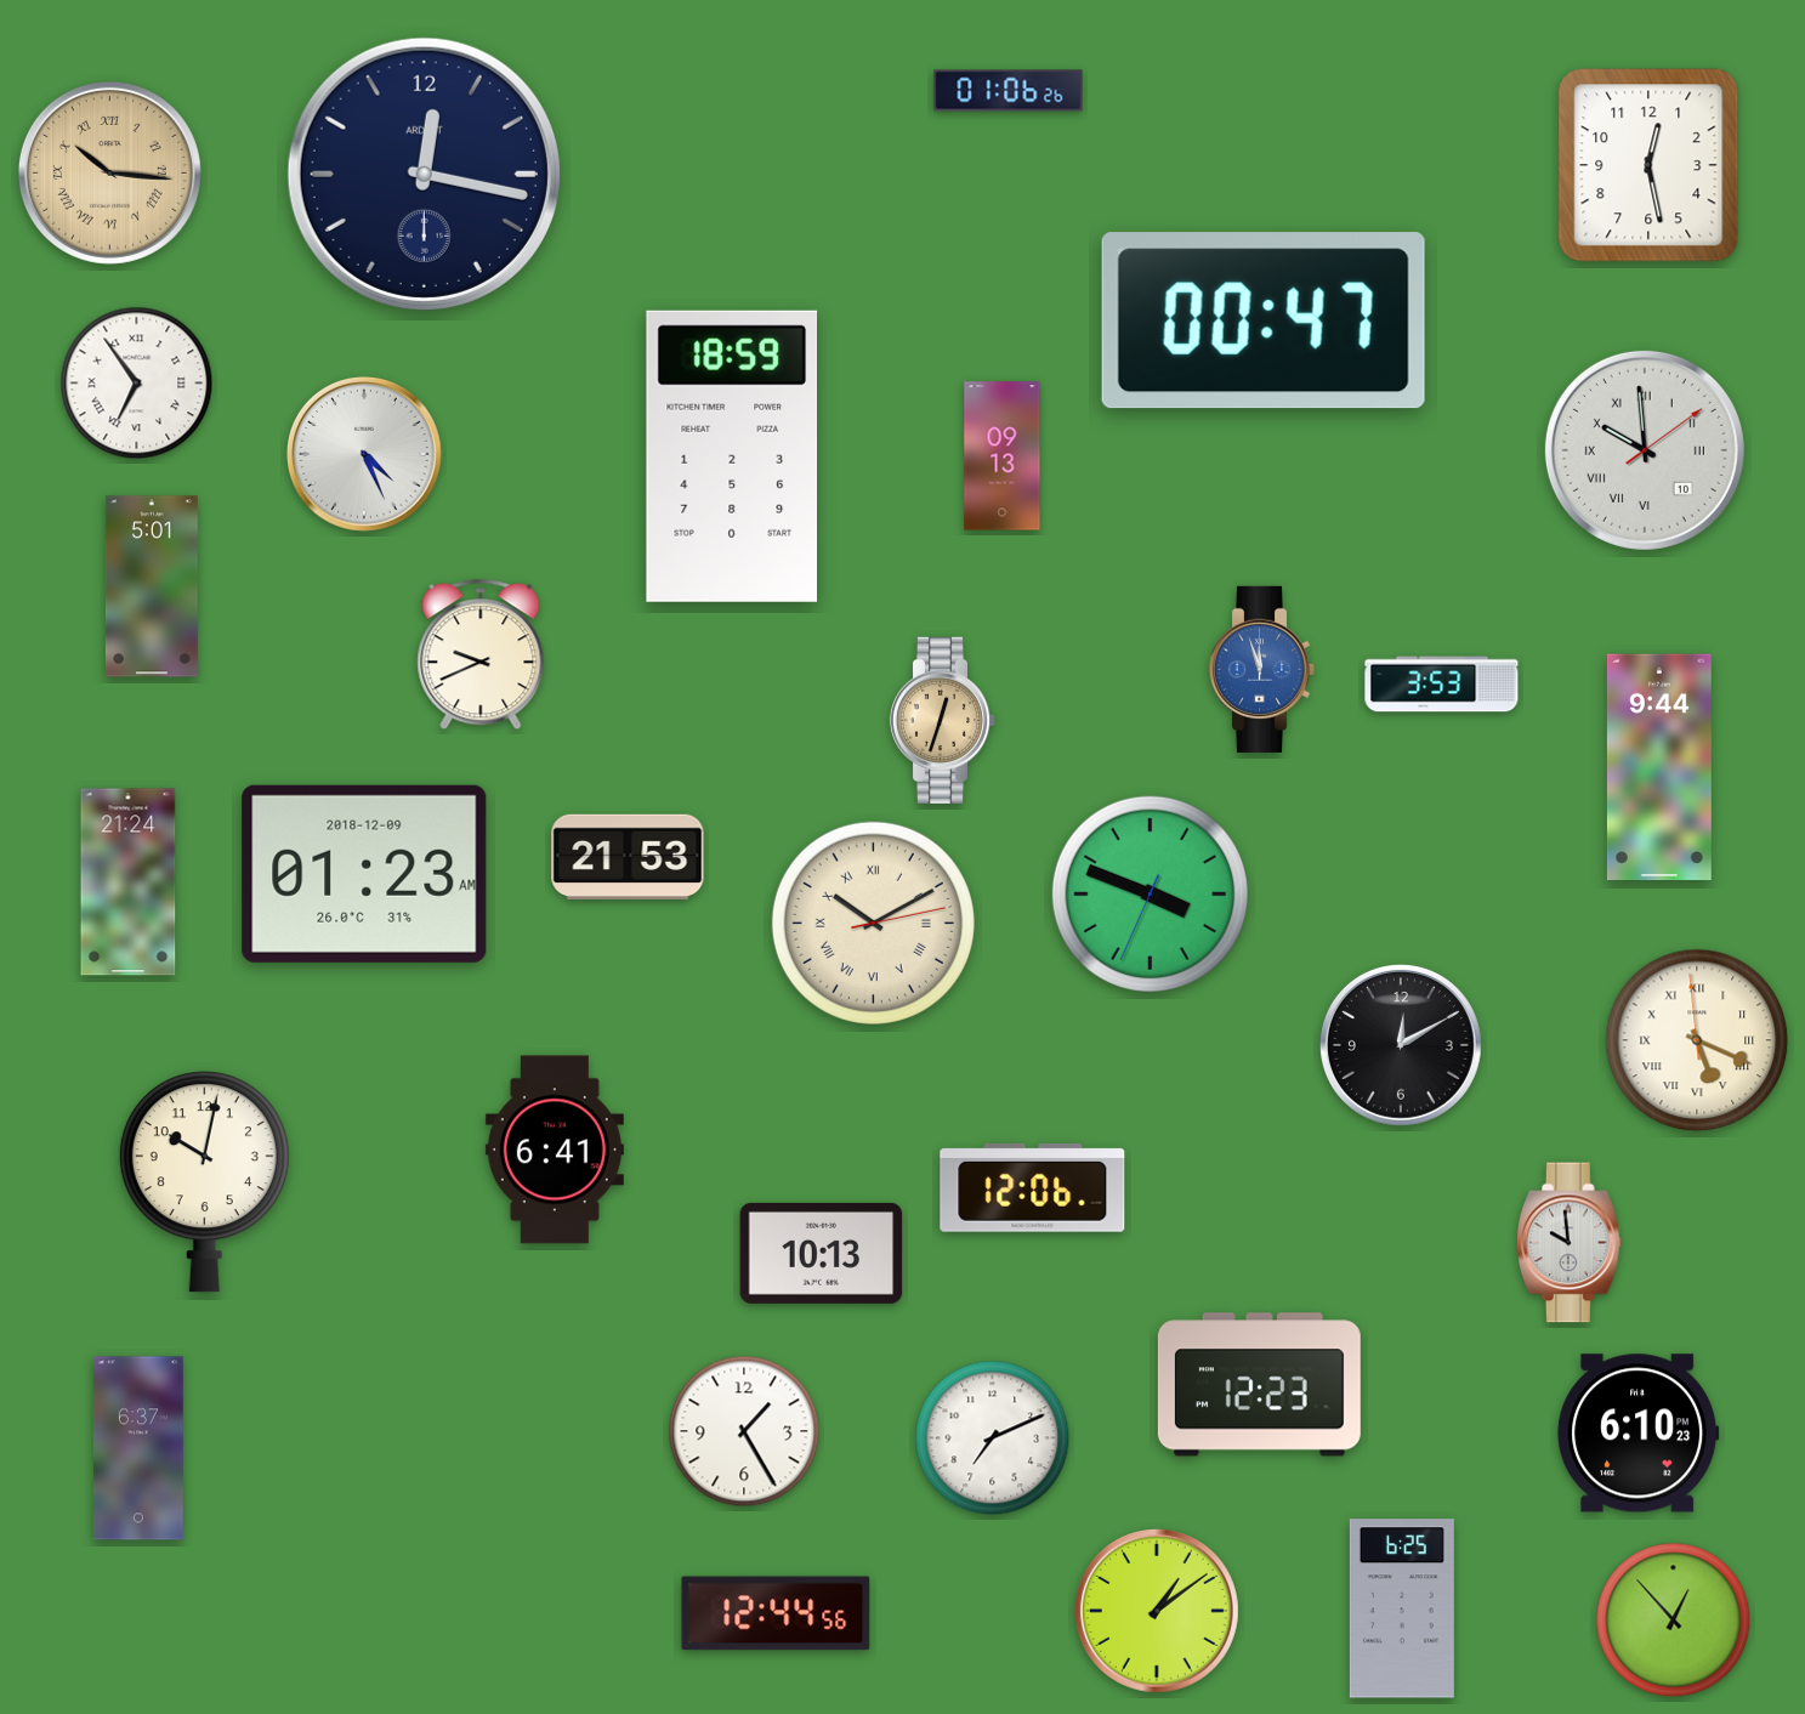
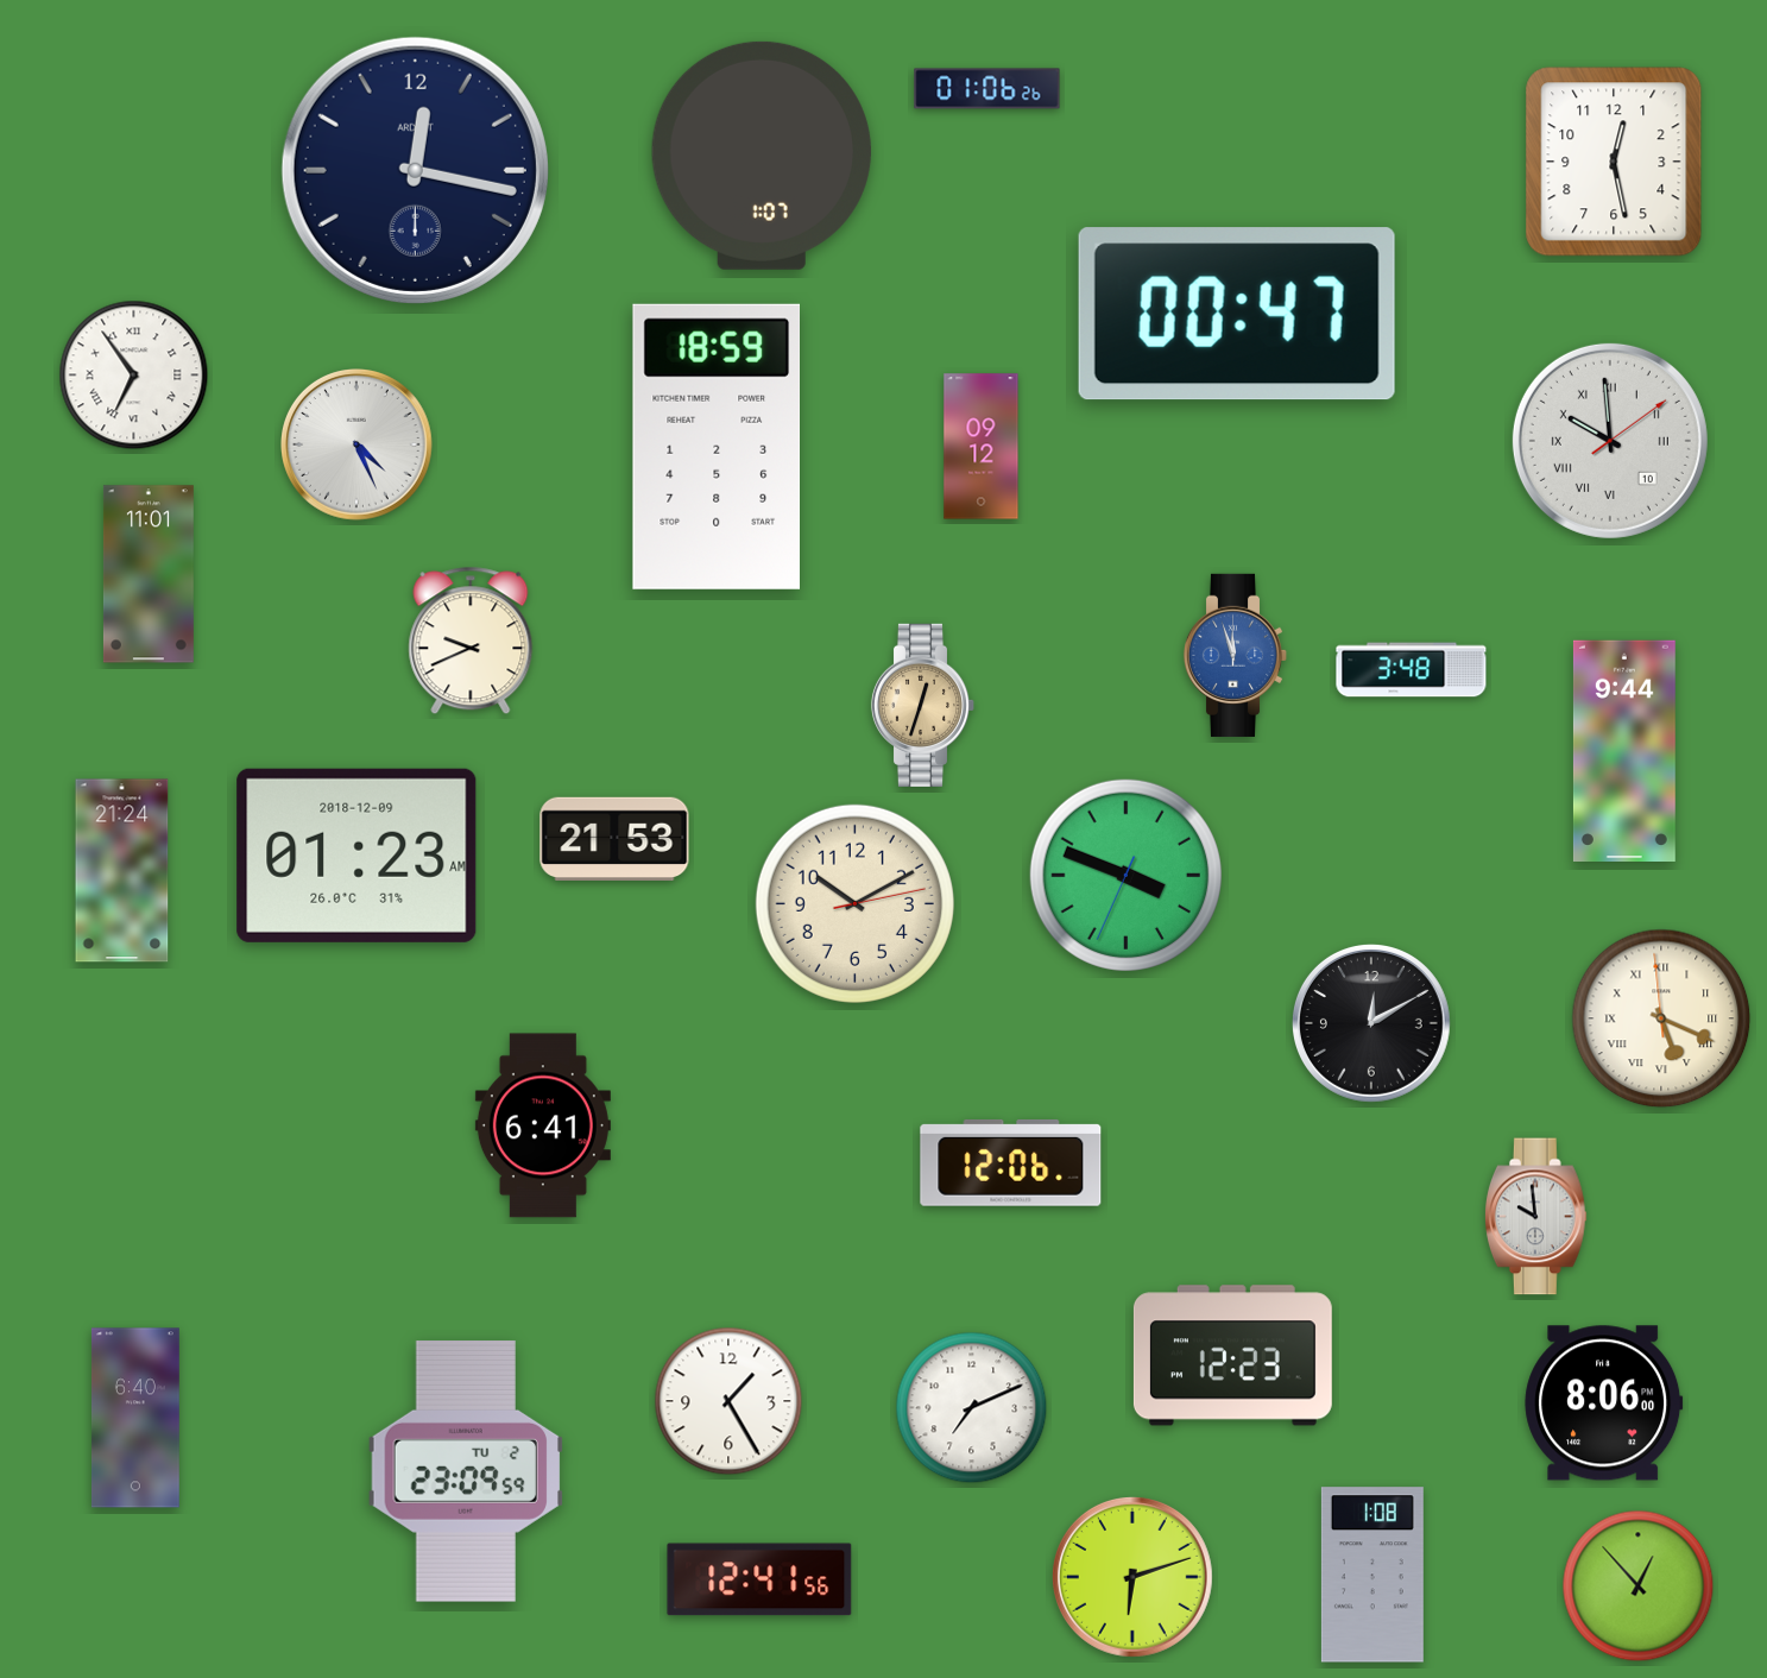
clock at (762, 156): none -> 1:07
clock at (109, 172): 10:16 -> none
clock at (1003, 456): 09:13 -> 09:12
clock at (152, 586): 5:01 -> 11:01
clock at (1442, 685): 3:53 -> 3:48
clock at (129, 882) position: (129, 882) -> (122, 871)
clock at (873, 923) numerals: Roman -> Arabic
clock at (204, 1182): 10:02 -> none
clock at (822, 1253): 10:13 -> none
clock at (1639, 1434): 6:10 -> 8:06
clock at (138, 1448): 6:37 -> 6:40
clock at (465, 1471): none -> 23:09
clock at (1402, 1608): 6:25 -> 1:08
clock at (1157, 1611): 1:09 -> 6:12
clock at (776, 1613): 12:44 -> 12:41
